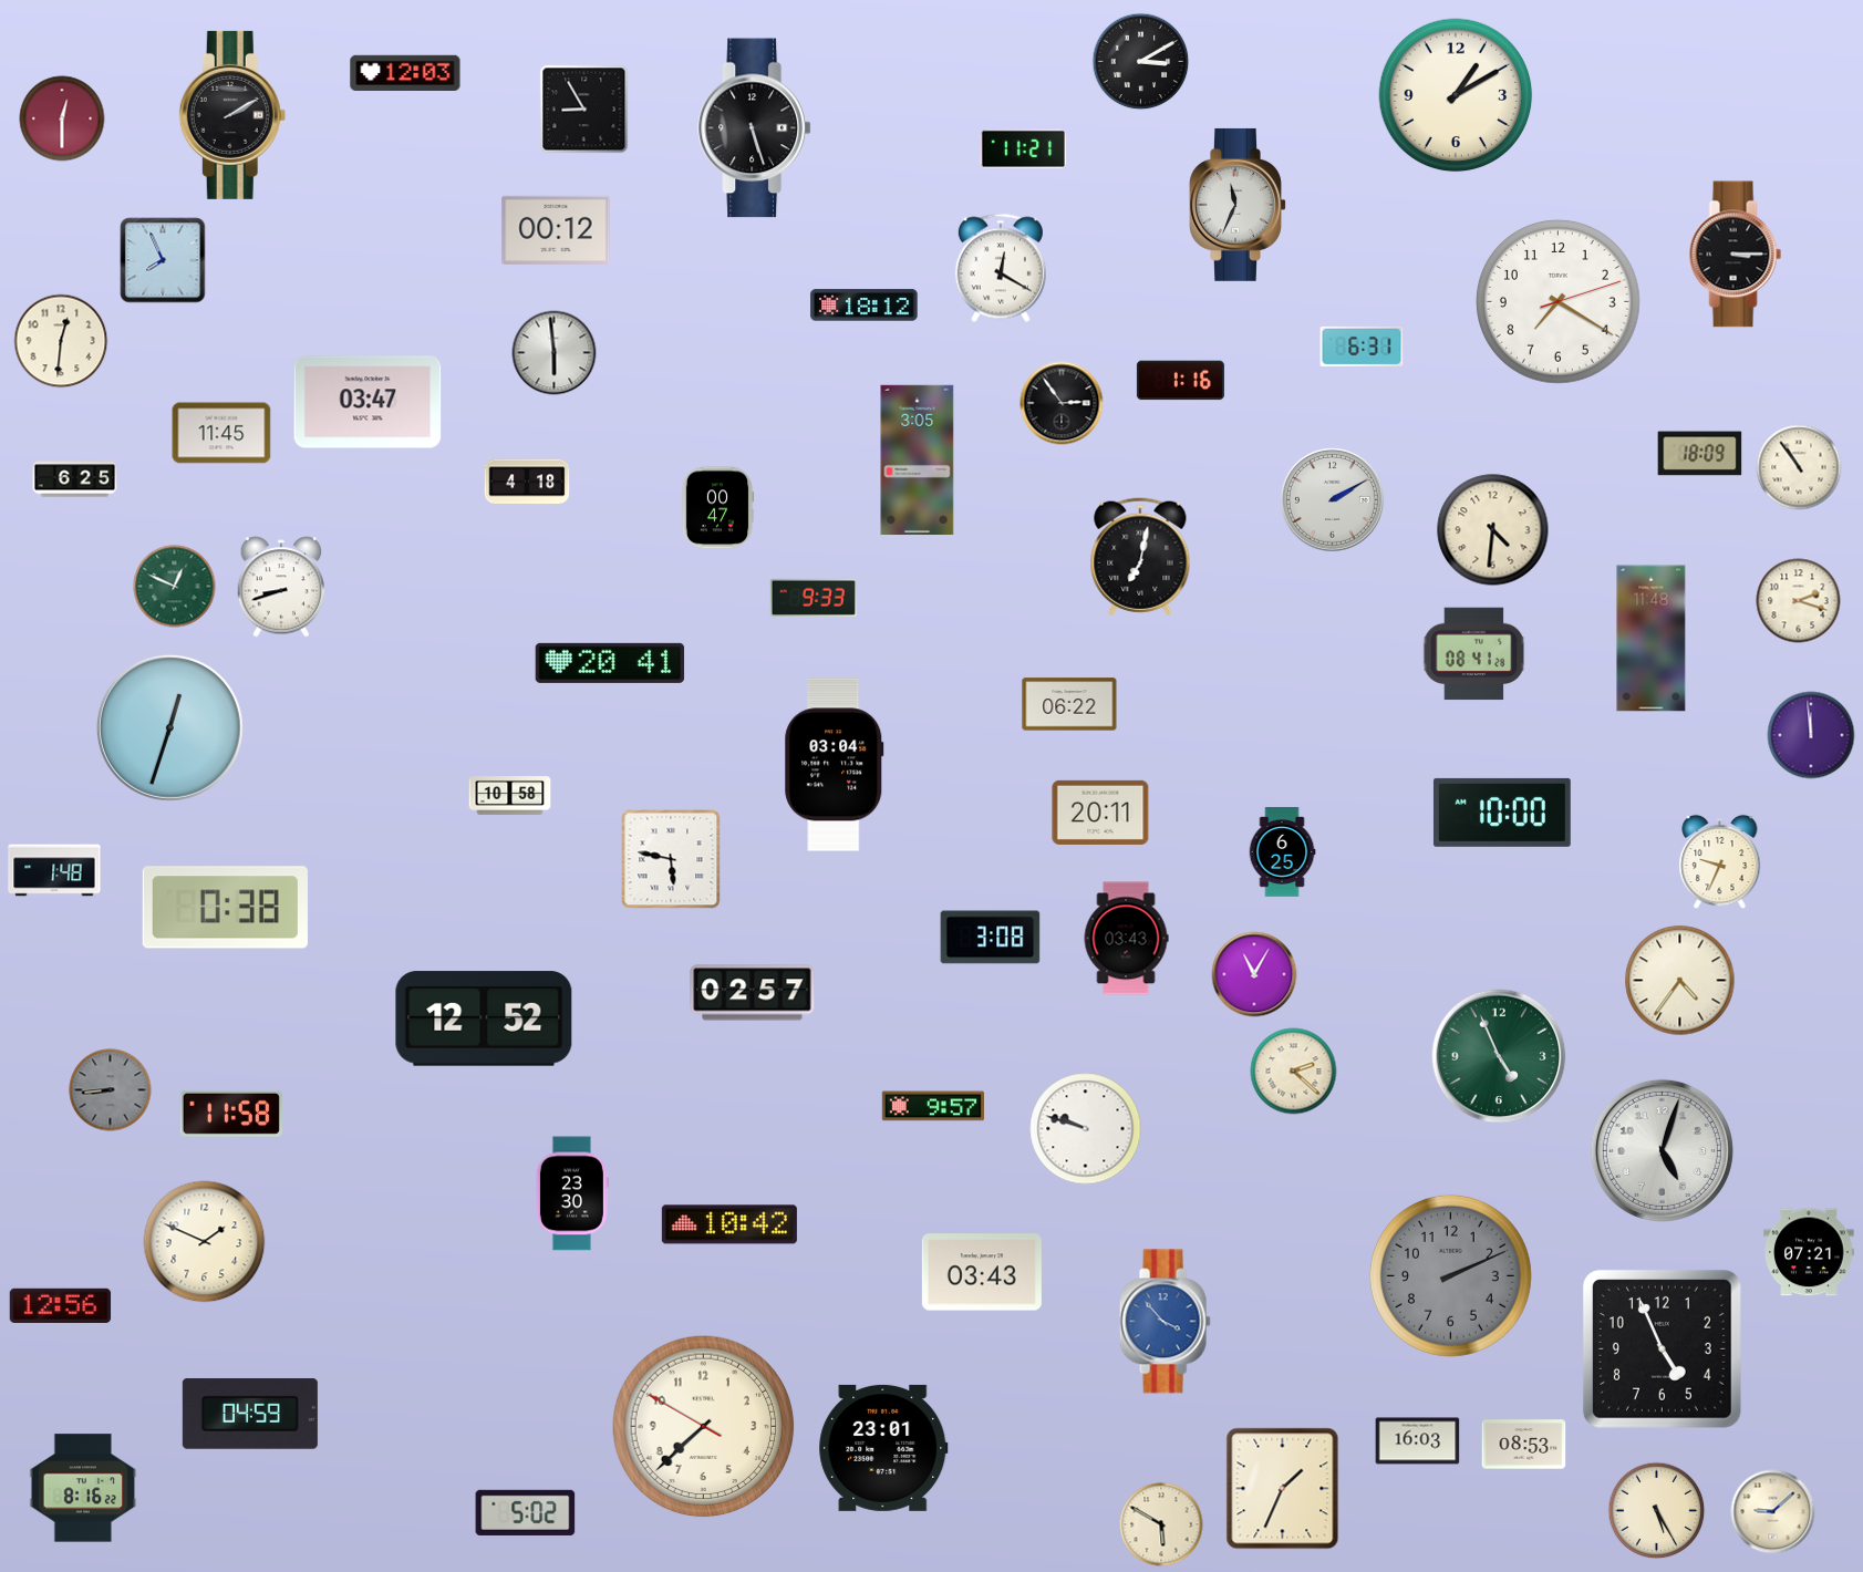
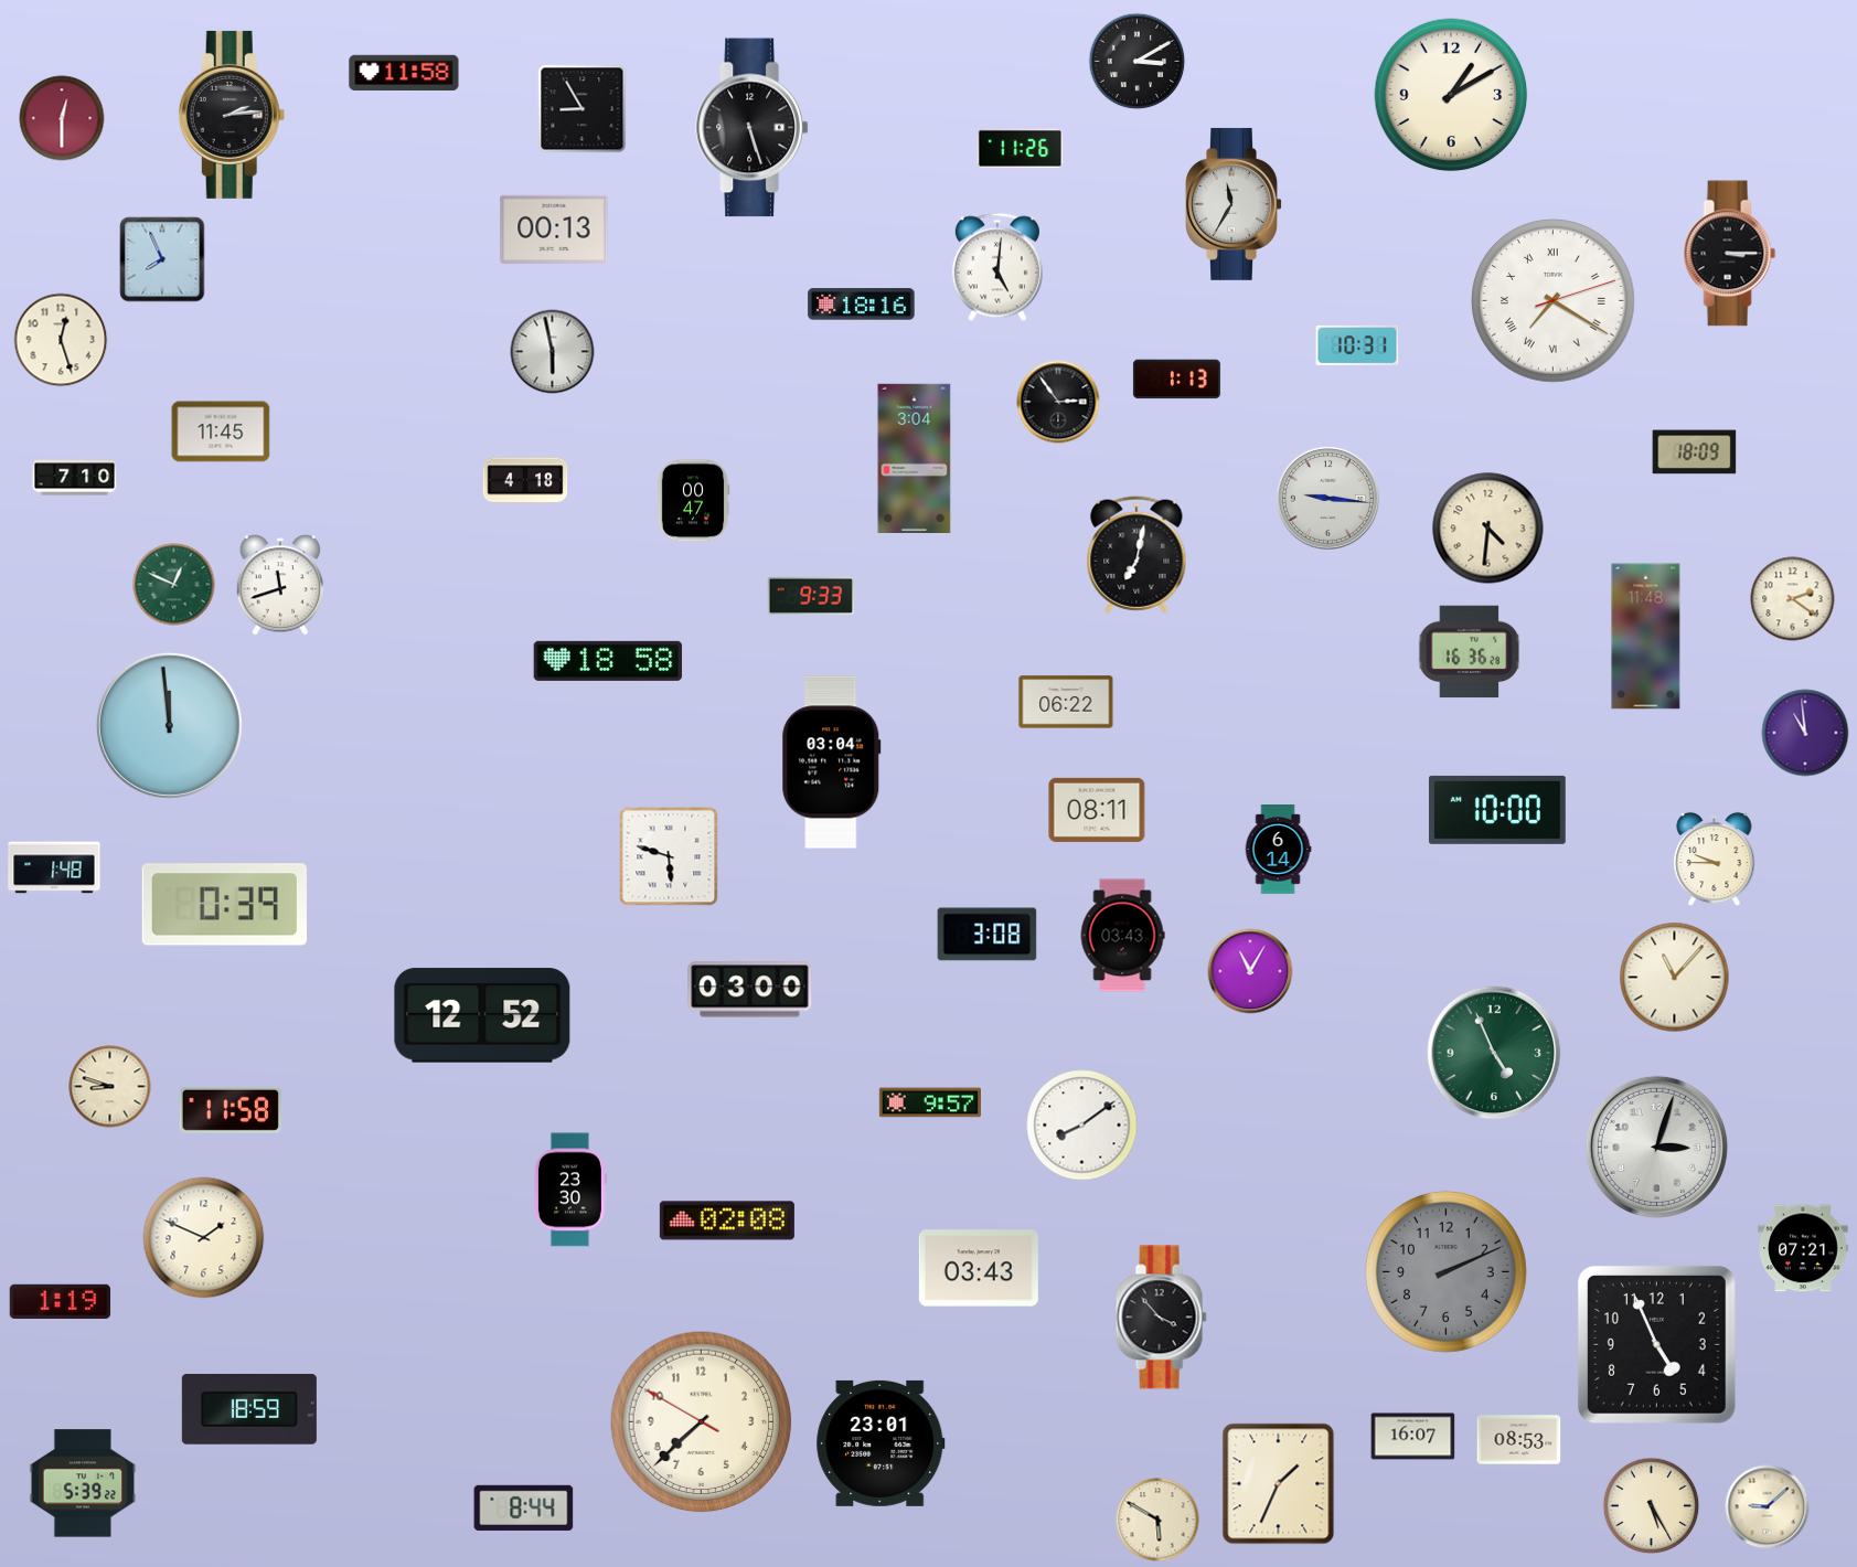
clock at (405, 73): 12:03 -> 11:58
clock at (232, 115): 2:10 -> 2:14
clock at (1024, 148): 11:21 -> 11:26
clock at (1238, 205): 11:34 -> 11:35
clock at (556, 230): 00:12 -> 00:13
clock at (1001, 268): 12:20 -> 5:01
clock at (1559, 302) numerals: Arabic -> Roman
clock at (865, 306): 18:12 -> 18:16
clock at (61, 341): 12:31 -> 12:27
clock at (1362, 347): 6:31 -> 10:31
clock at (555, 353): 5:59 -> 5:58
clock at (1180, 381): 1:16 -> 1:13
clock at (368, 402): 03:47 -> none
clock at (918, 459): 3:05 -> 3:04
clock at (1799, 467): 10:54 -> none
clock at (75, 479): 6:25 -> 7:10
clock at (1332, 499): 2:10 -> 9:16
clock at (717, 508) position: (717, 508) -> (693, 501)
clock at (281, 587): 8:42 -> 11:42
clock at (1799, 601): 2:18 -> 2:21
clock at (1474, 654): 08:41 -> 16:36
clock at (610, 663): 20:41 -> 18:58
clock at (169, 727): 12:33 -> 11:59
clock at (1811, 735): 11:59 -> 10:59
clock at (510, 796): 10:58 -> none
clock at (1100, 813): 20:11 -> 08:11
clock at (1282, 852): 6:25 -> 6:14
clock at (671, 859): 5:47 -> 5:48
clock at (1720, 862): 9:34 -> 9:45
clock at (225, 908): 0:38 -> 0:39
clock at (1680, 981): 4:36 -> 11:07
clock at (753, 993): 02:57 -> 03:00
clock at (1294, 1072): 2:22 -> none
clock at (111, 1090): 8:44 -> 8:48
clock at (111, 1090) dial: grey -> cream
clock at (1086, 1129): 9:48 -> 8:09
clock at (1662, 1150): 5:03 -> 3:03
clock at (729, 1224): 10:42 -> 02:08
clock at (61, 1306): 12:56 -> 1:19
clock at (1165, 1322) dial: blue -> black
clock at (250, 1414): 04:59 -> 18:59
clock at (1418, 1441): 16:03 -> 16:07
clock at (83, 1488): 8:16 -> 5:39
clock at (526, 1512): 5:02 -> 8:44
